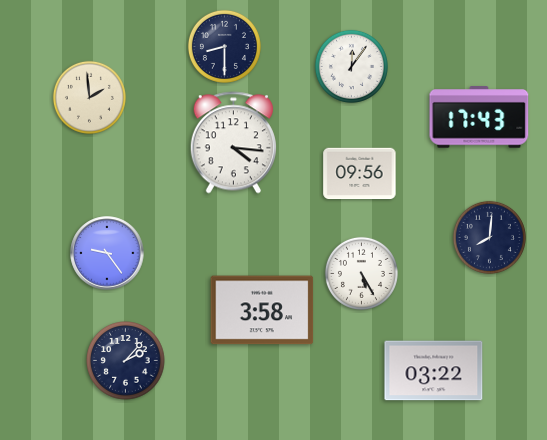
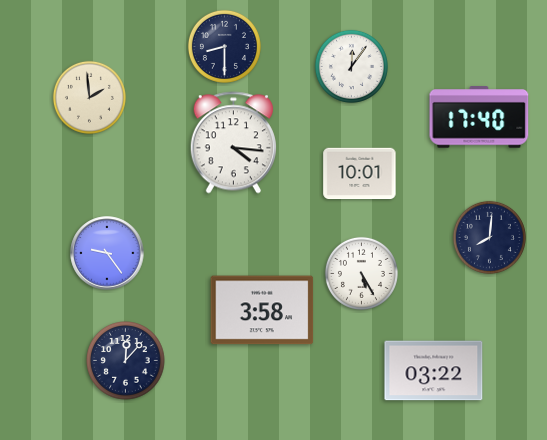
clock at (479, 117): 17:43 -> 17:40
clock at (360, 174): 09:56 -> 10:01
clock at (126, 361): 2:07 -> 12:07
